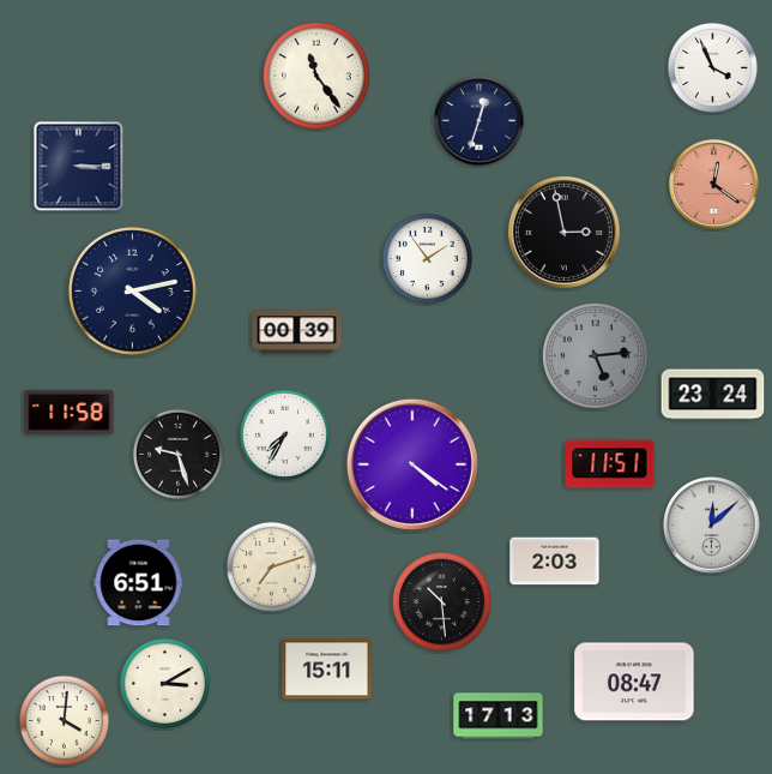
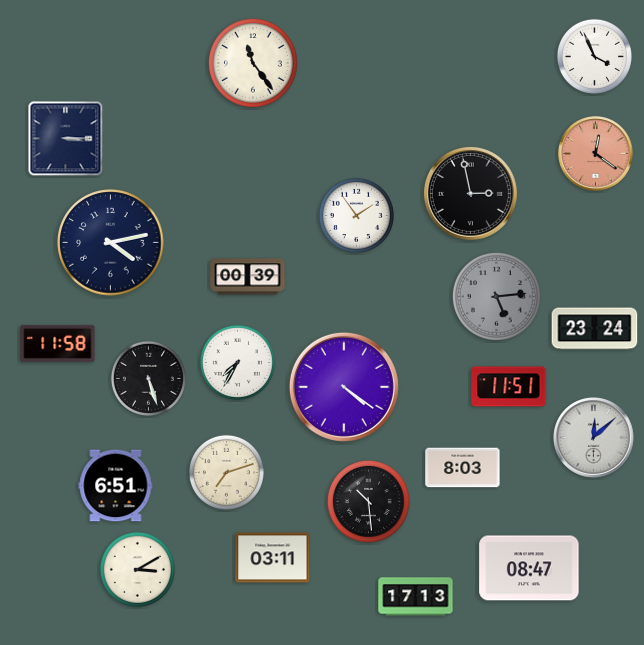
clock at (318, 76) position: (318, 76) -> (254, 63)
clock at (480, 121): 12:33 -> none
clock at (177, 454): 9:27 -> 5:27
clock at (555, 562): 2:03 -> 8:03
clock at (327, 670): 15:11 -> 03:11
clock at (64, 720): 4:01 -> none
